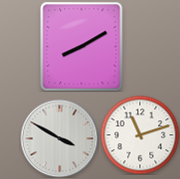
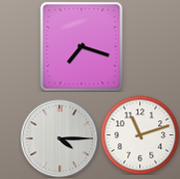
clock at (82, 46): 8:10 -> 7:18
clock at (59, 138): 3:50 -> 4:15
